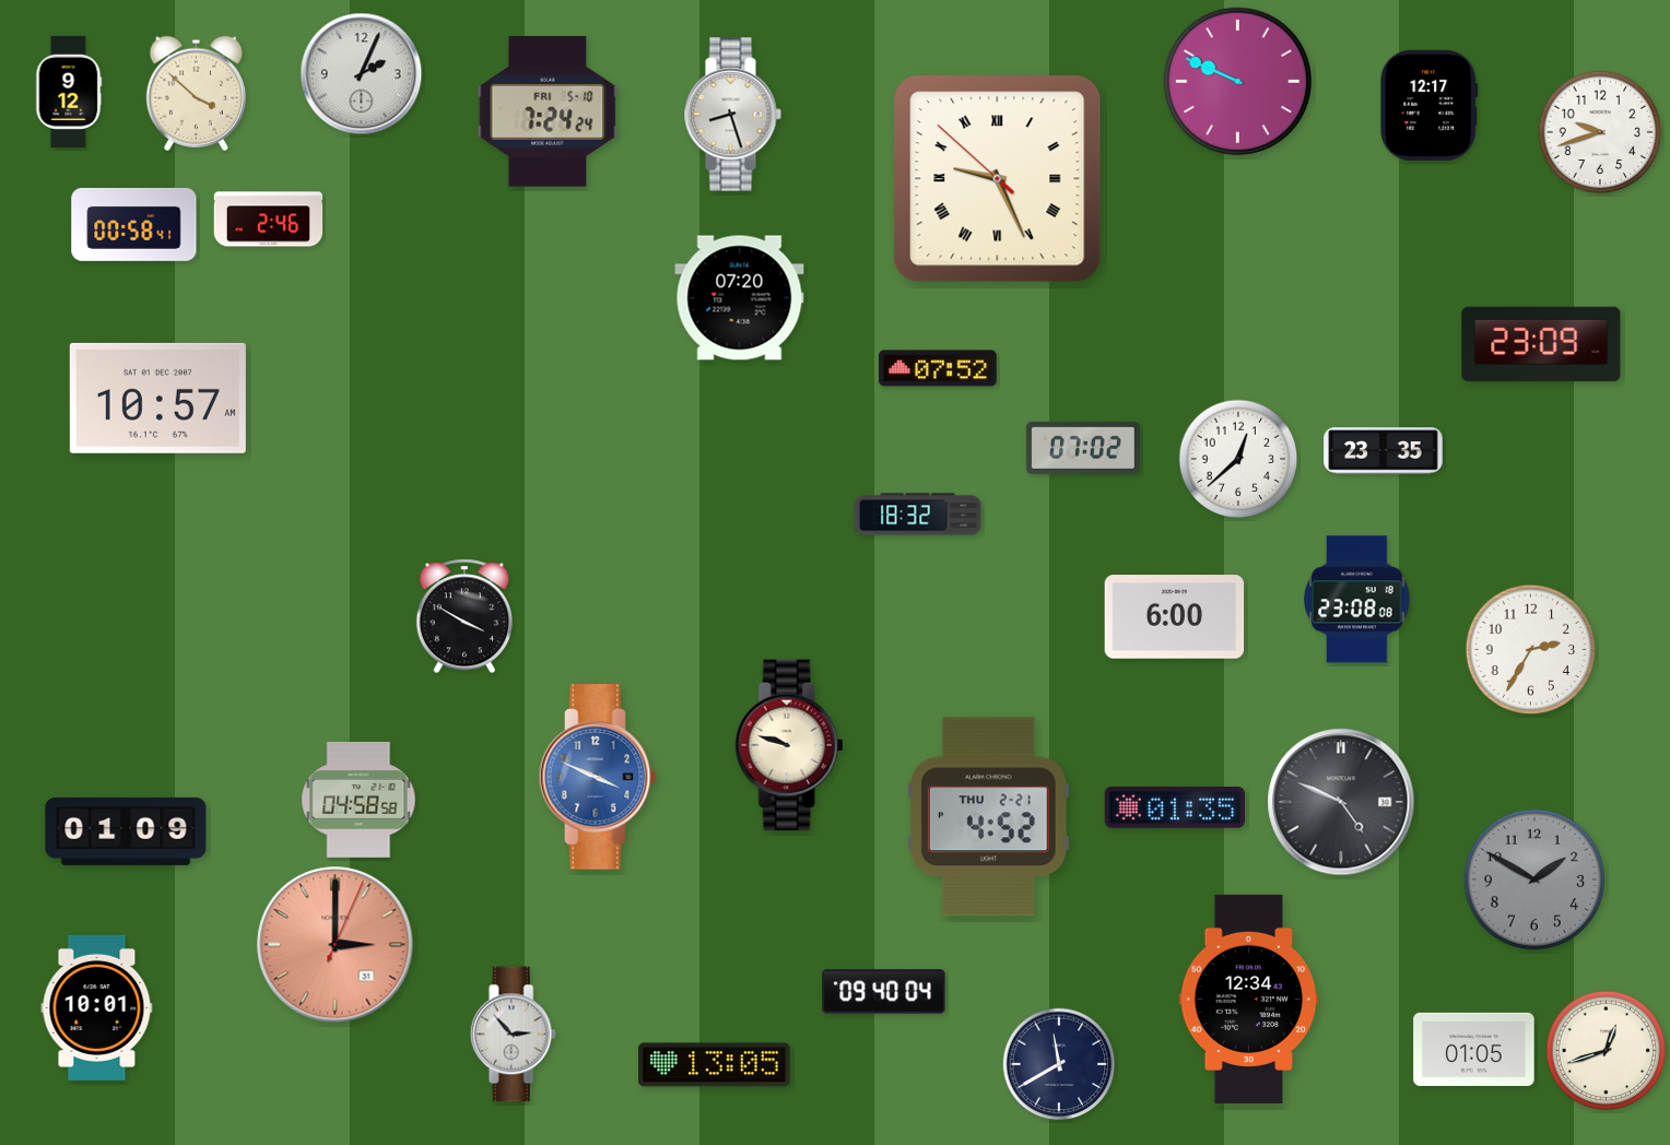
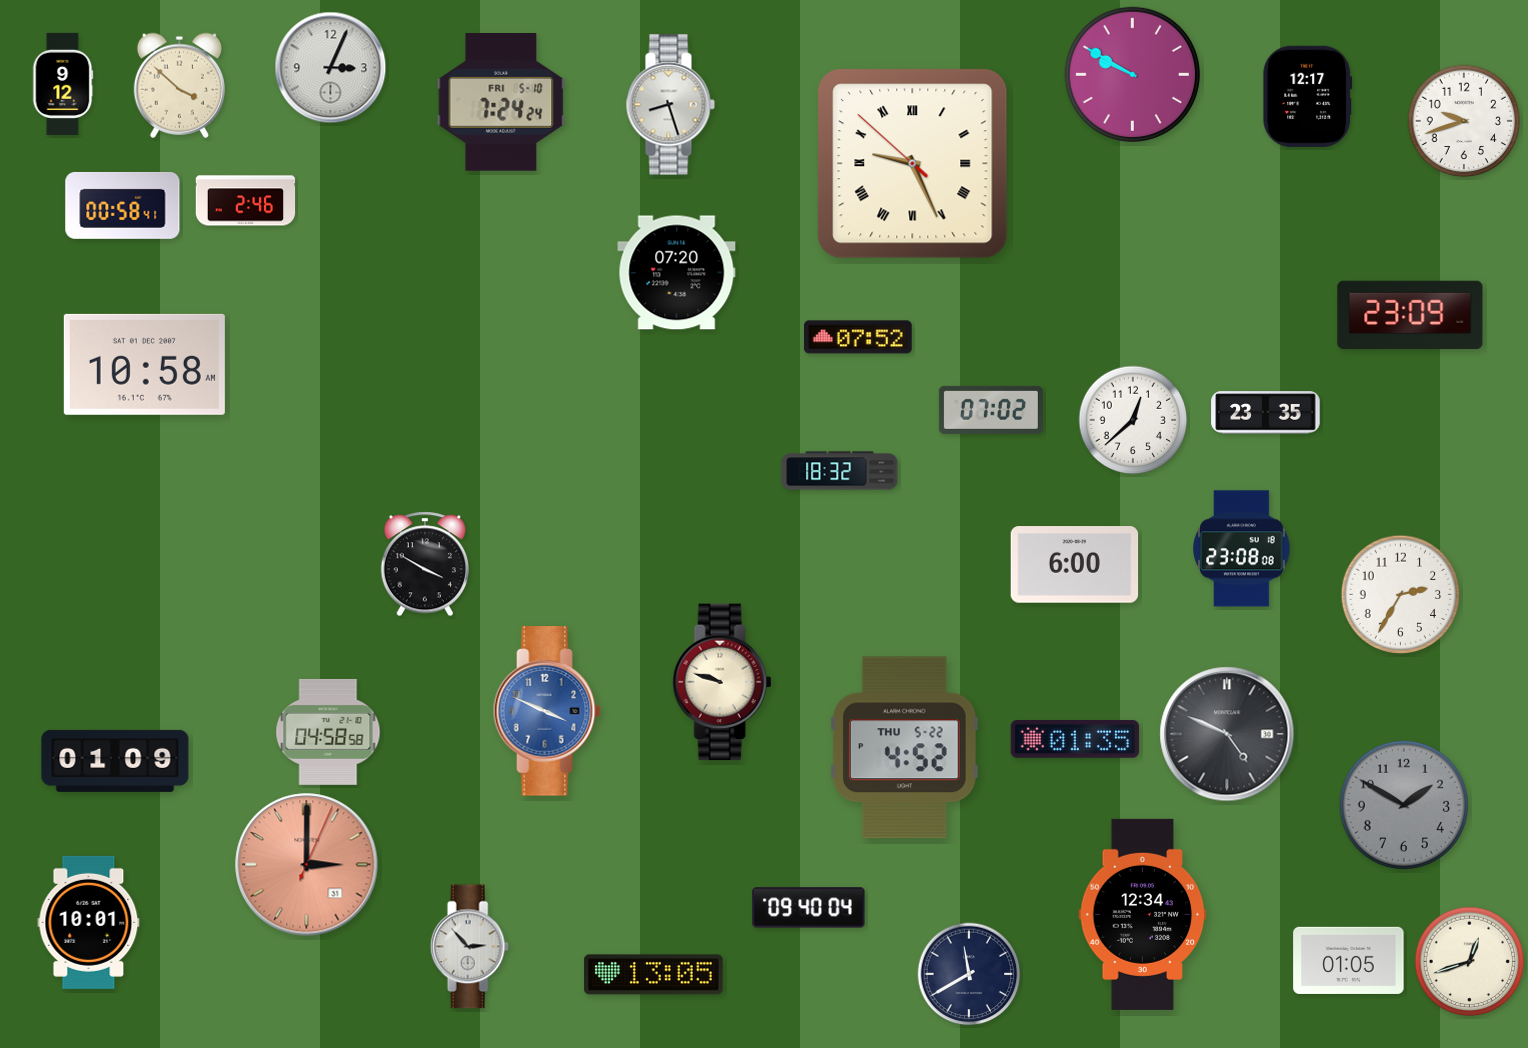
clock at (362, 74): 2:04 -> 3:04
clock at (1237, 81): 9:49 -> 9:50
clock at (157, 398): 10:57 -> 10:58
clock at (988, 817) date: THU 2-21 -> THU 5-22
